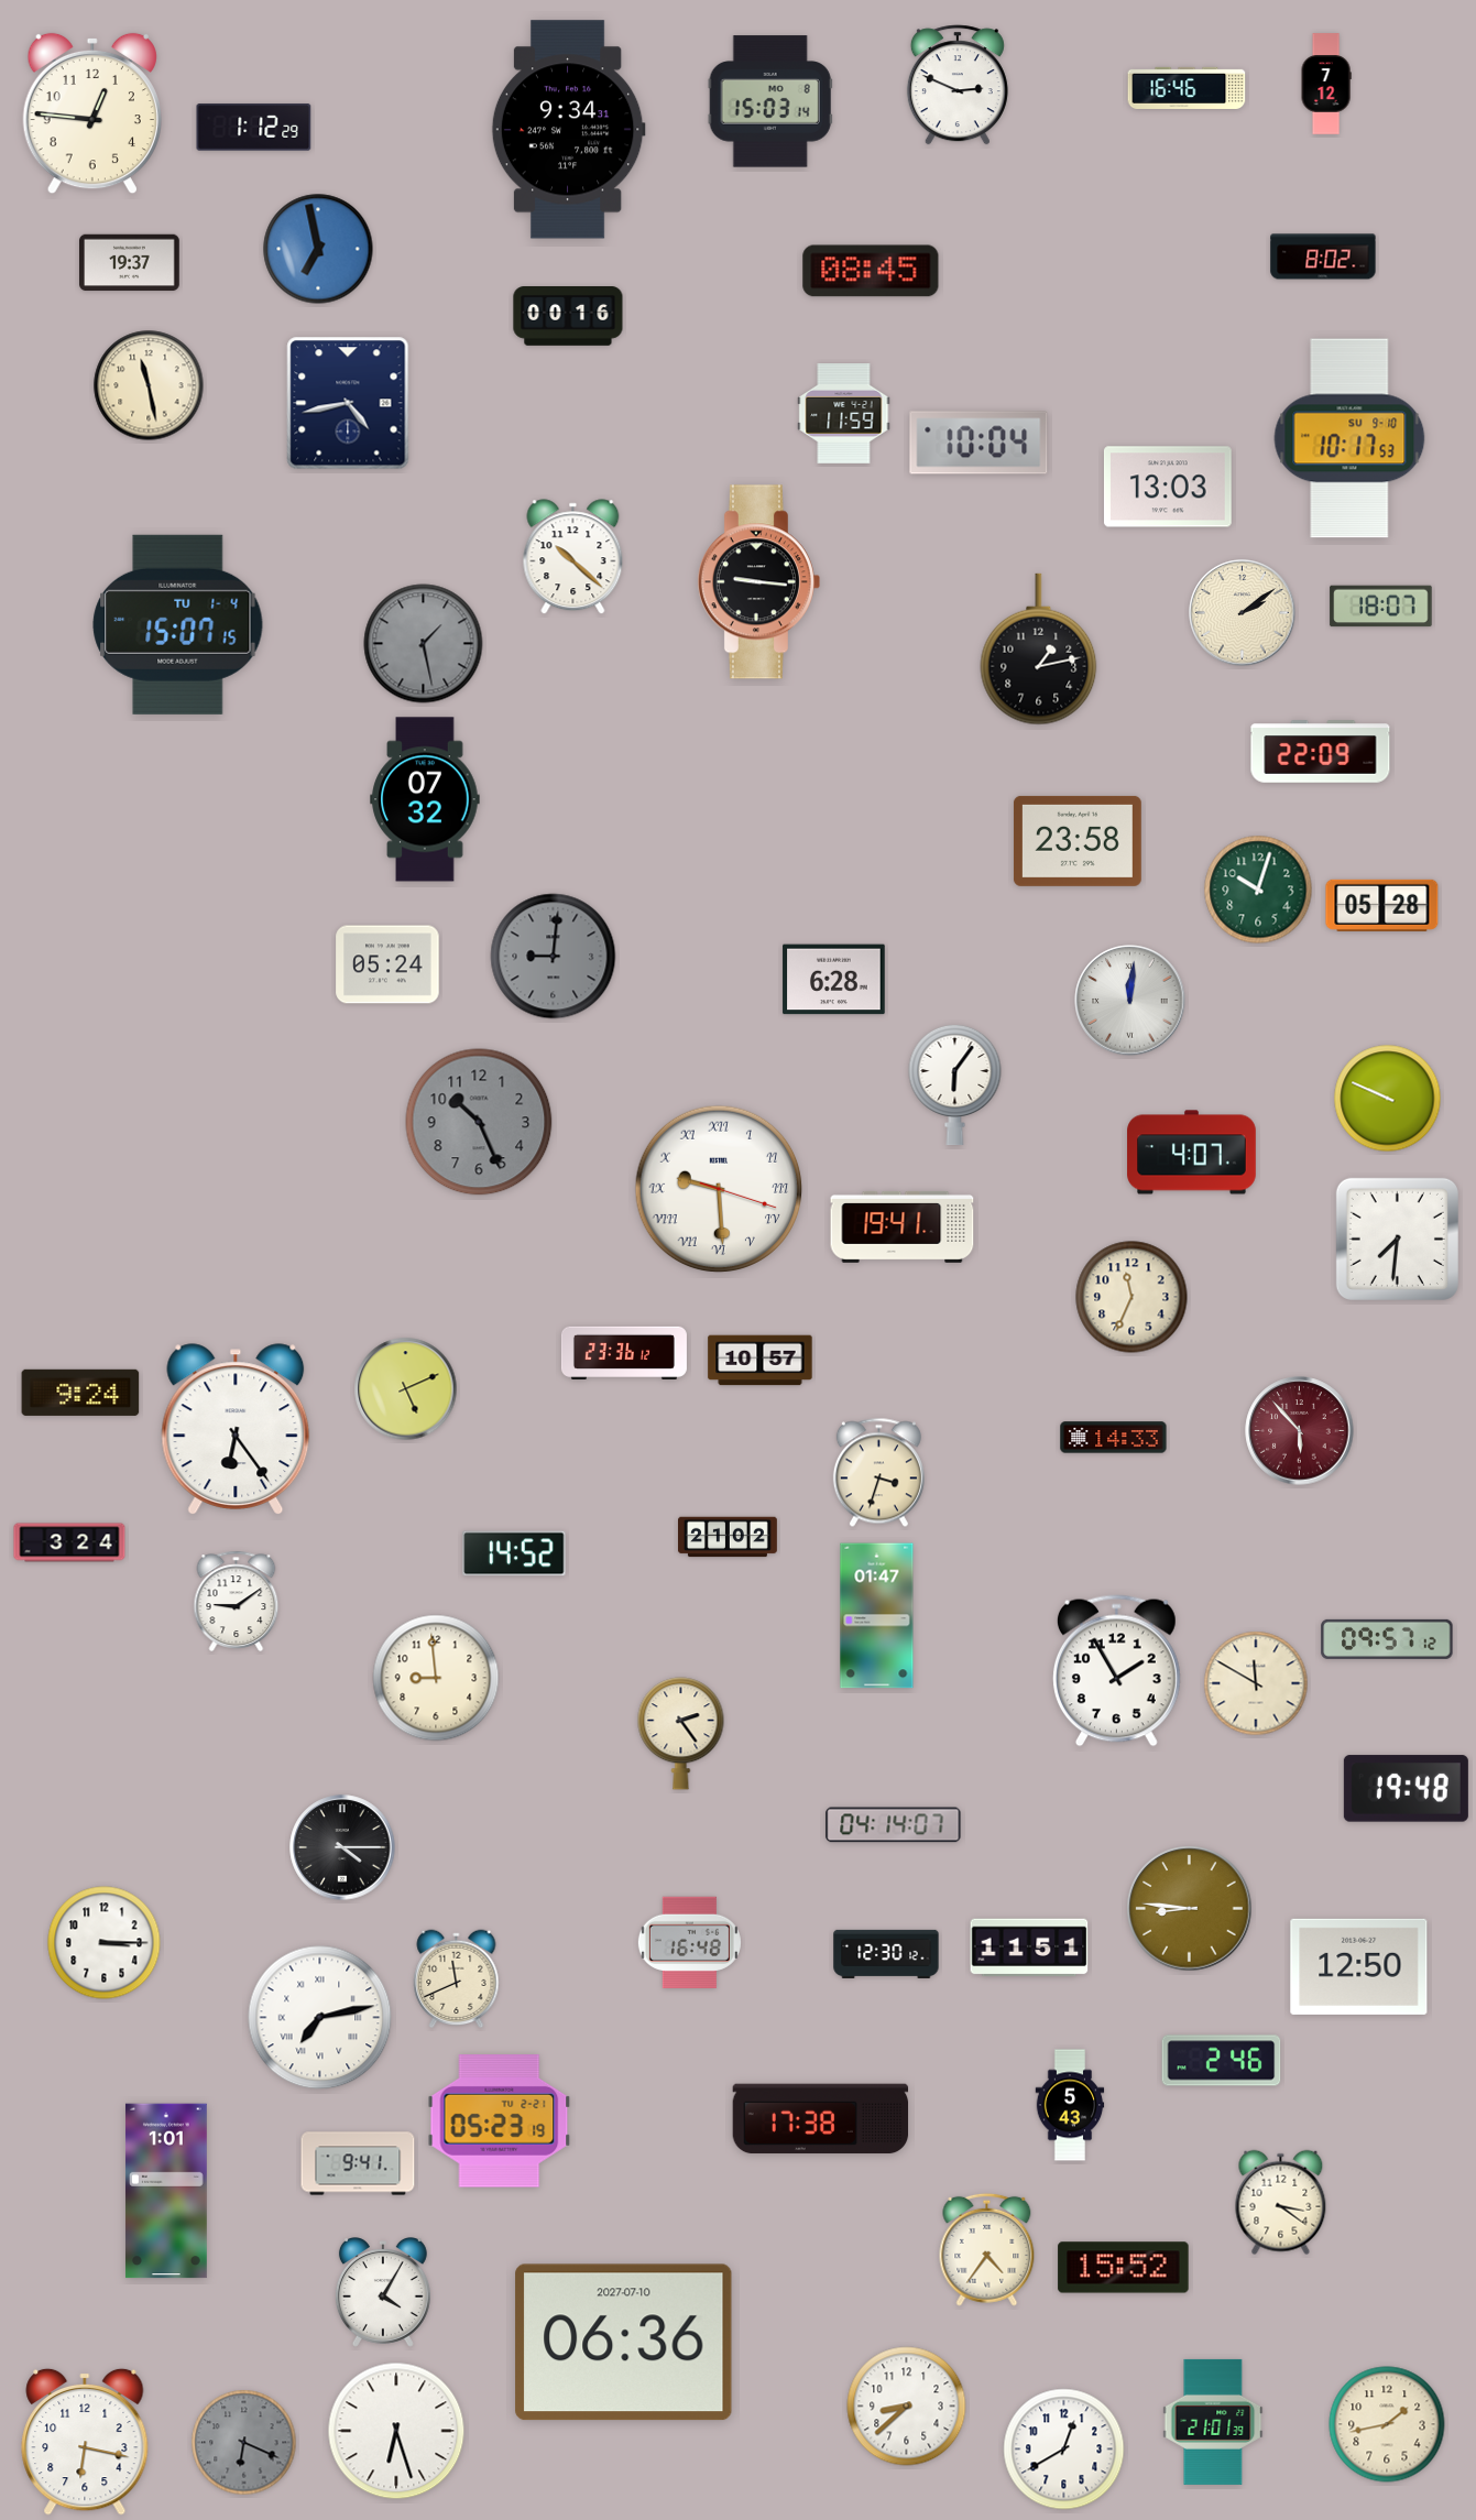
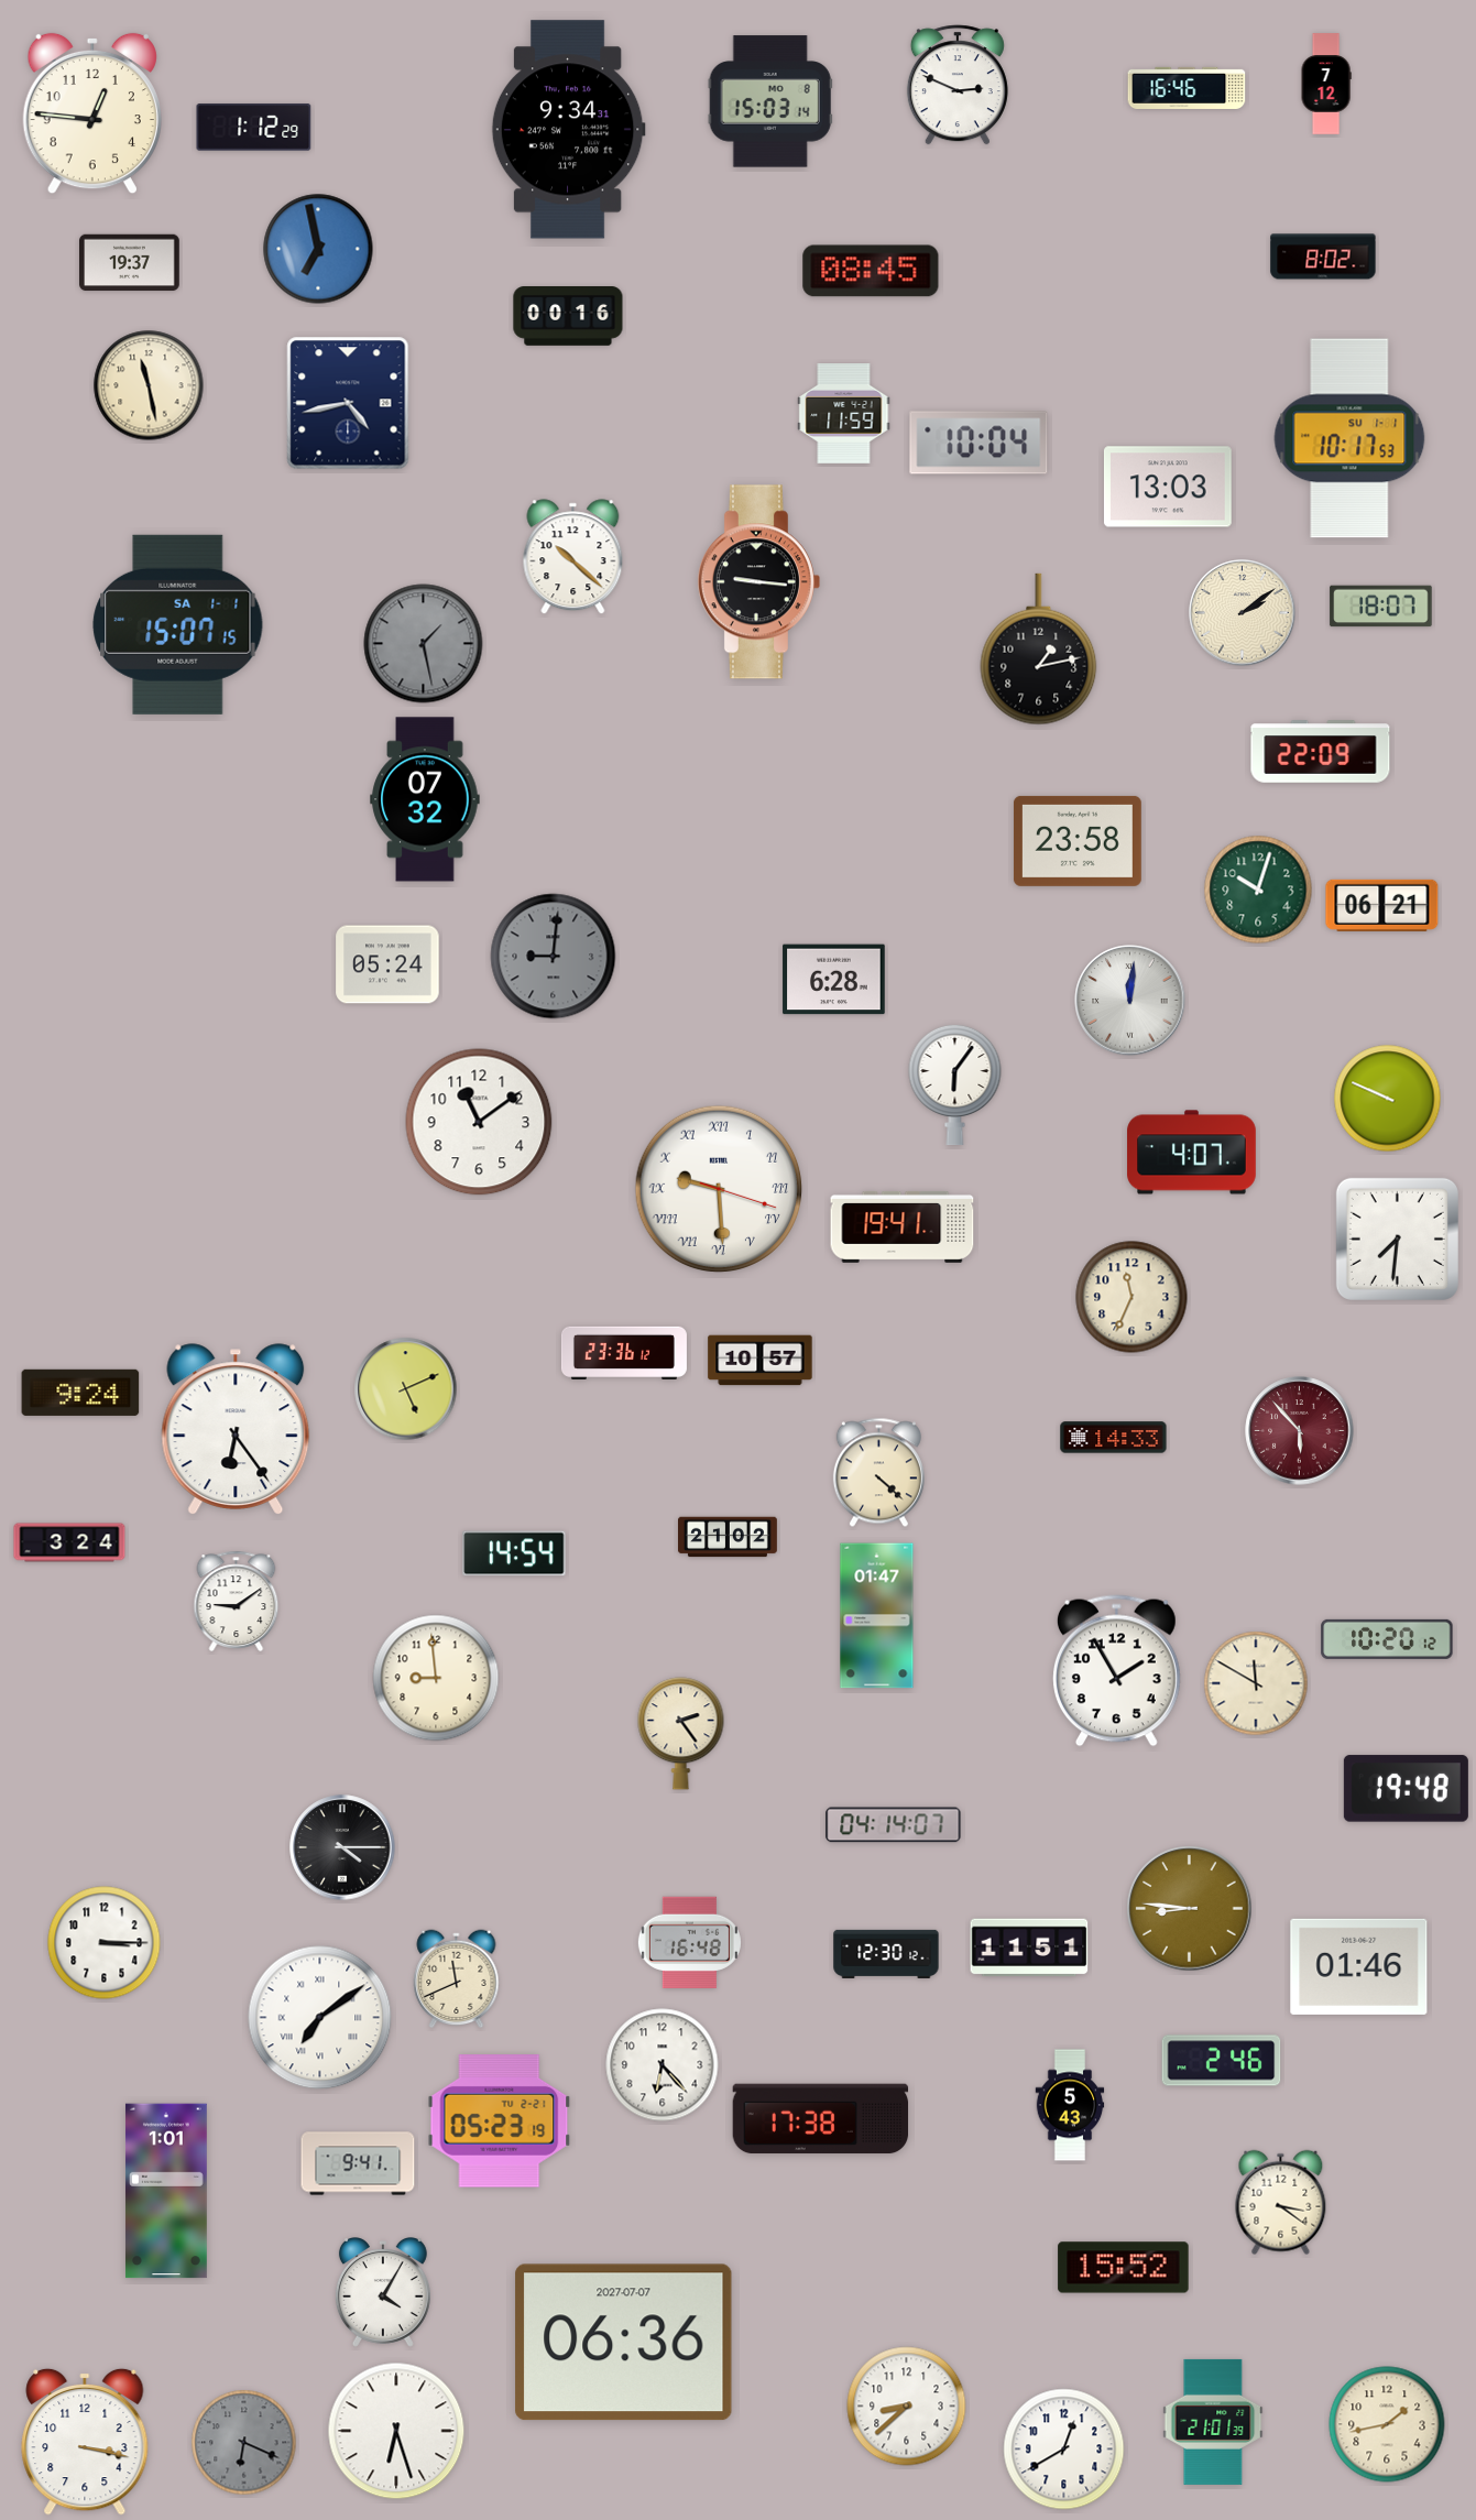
clock at (1349, 438) date: SU 9-10 -> SU 1-1
clock at (178, 624) date: TU 1-4 -> SA 1-1
clock at (1382, 905): 05:28 -> 06:21
clock at (479, 1122): 10:26 -> 11:09
clock at (479, 1122) dial: grey -> white
clock at (878, 1473): 3:33 -> 4:22
clock at (514, 1553): 14:52 -> 14:54
clock at (1387, 1639): 09:57 -> 10:20
clock at (1359, 1966): 12:50 -> 01:46
clock at (320, 2018): 7:13 -> 7:09
clock at (663, 2065): none -> 6:23
clock at (987, 2249): 4:36 -> none
clock at (624, 2343) date: 2027-07-10 -> 2027-07-07
clock at (85, 2442): 6:17 -> 3:17
